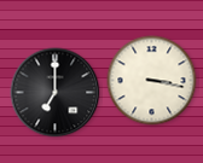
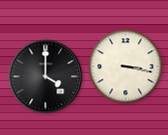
clock at (56, 93): 7:00 -> 4:00
